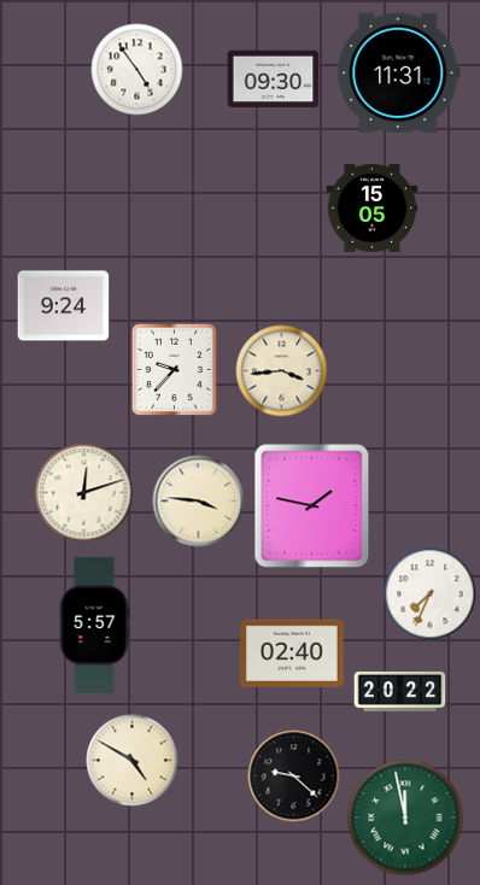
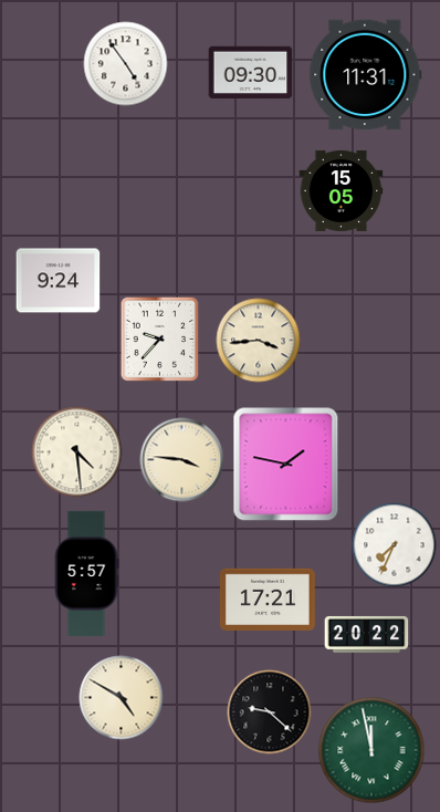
clock at (399, 74) position: (399, 74) -> (366, 75)
clock at (84, 493): 12:12 -> 4:29
clock at (292, 652): 02:40 -> 17:21
